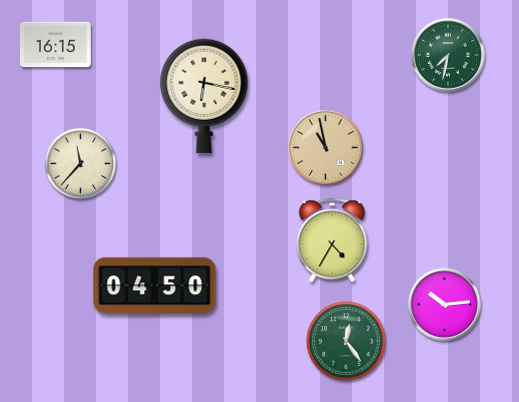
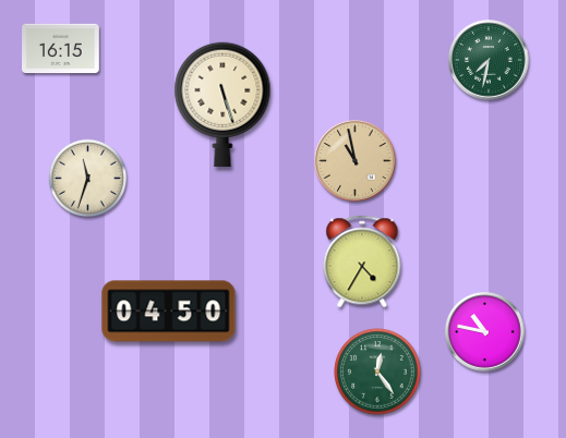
clock at (204, 96): 6:17 -> 5:27
clock at (81, 164): 11:37 -> 11:33
clock at (445, 305): 10:14 -> 10:47
